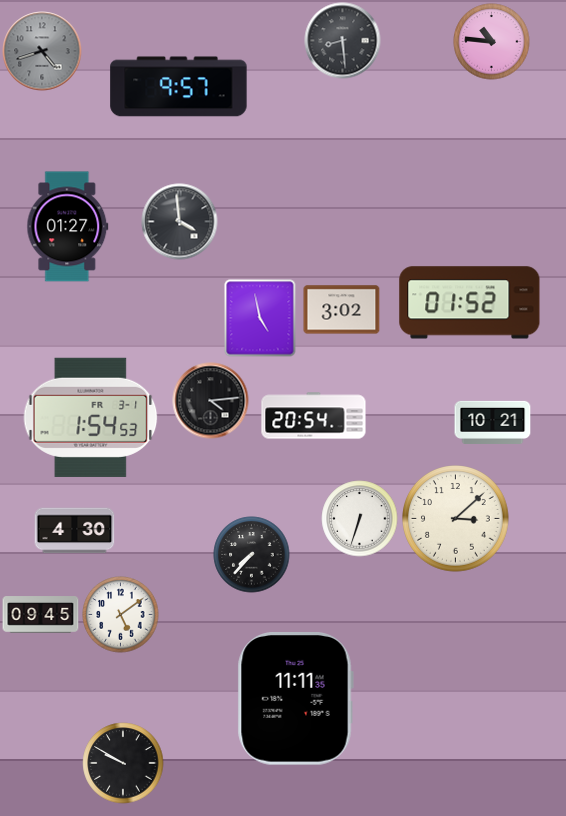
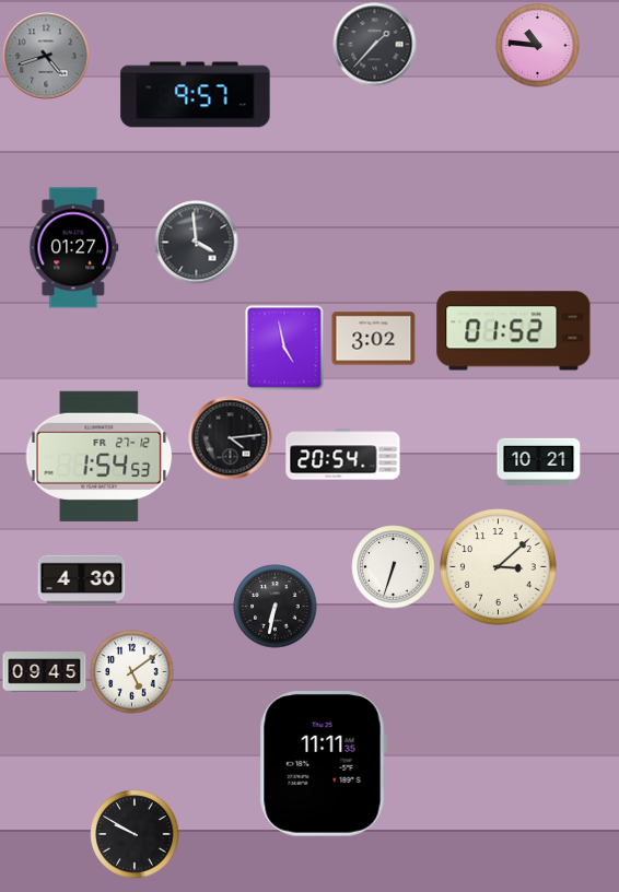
clock at (343, 41): 8:29 -> 1:37
clock at (91, 417) date: FR 3-1 -> FR 27-12
clock at (252, 555): 7:37 -> 6:32
